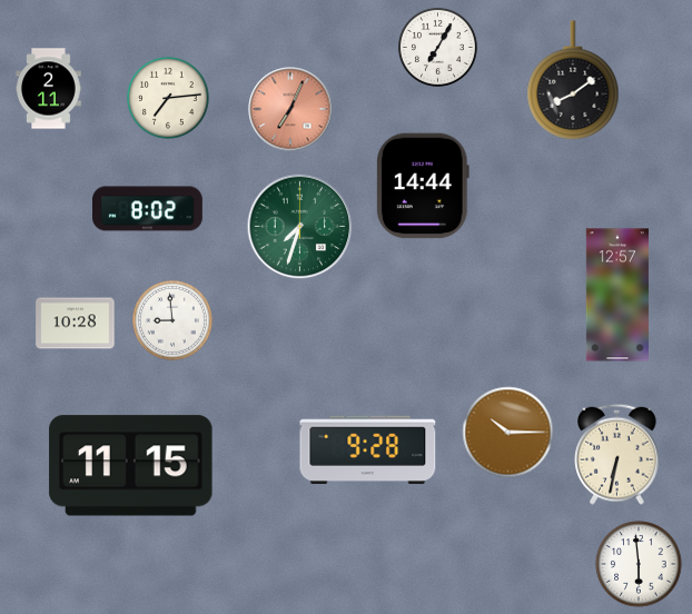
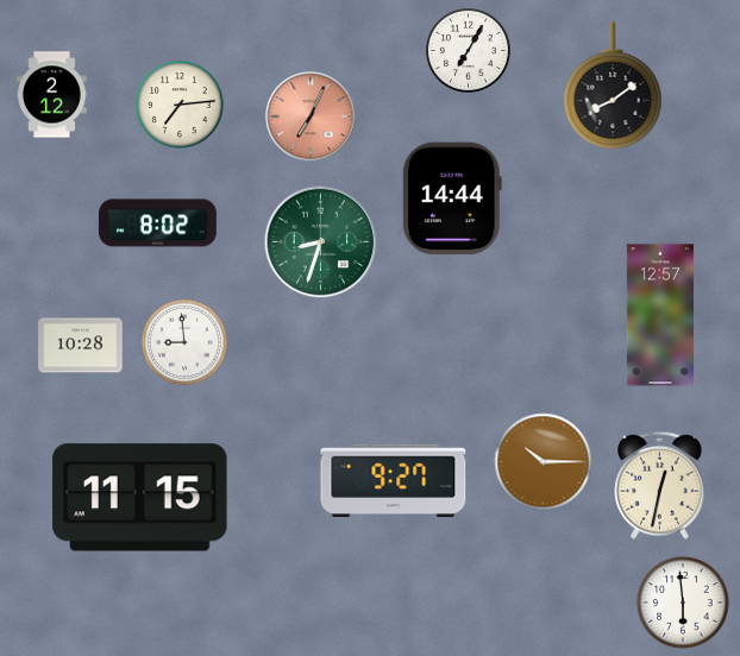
clock at (49, 89): 2:11 -> 2:12
clock at (300, 227): 7:33 -> 8:33
clock at (368, 450): 9:28 -> 9:27
clock at (617, 454): 6:32 -> 12:32
